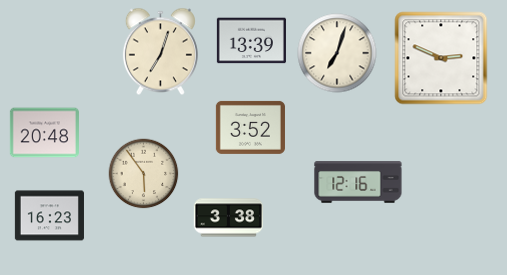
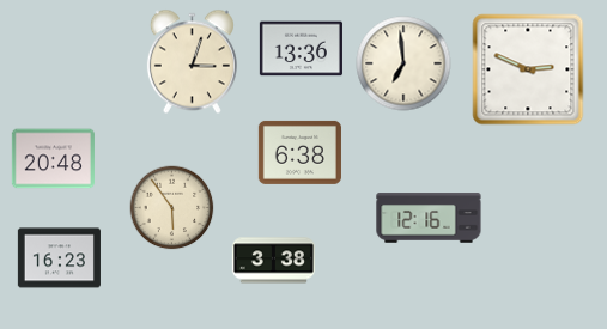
clock at (251, 41): 13:39 -> 13:36
clock at (160, 52): 7:03 -> 3:03
clock at (337, 53): 7:03 -> 6:59
clock at (250, 127): 3:52 -> 6:38
